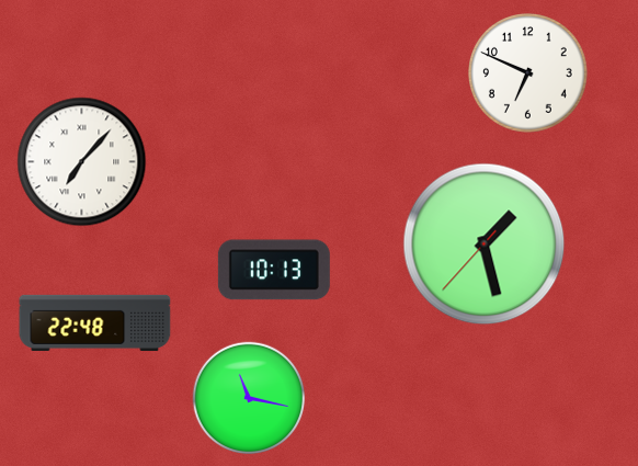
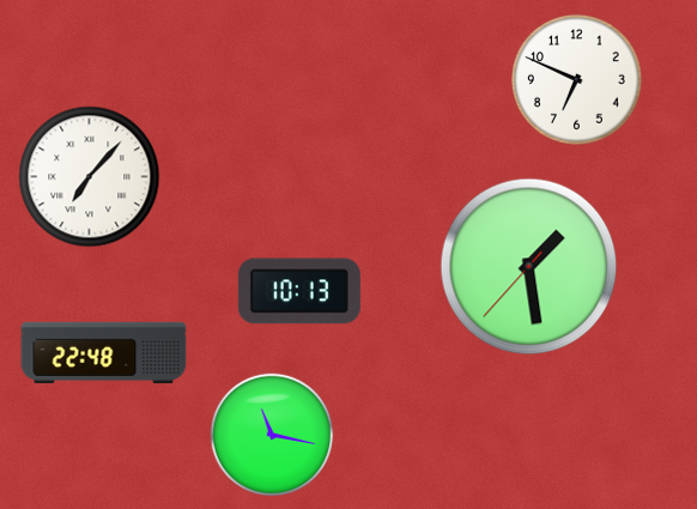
clock at (485, 245): 1:27 -> 1:28
clock at (274, 270) position: (274, 270) -> (299, 291)
